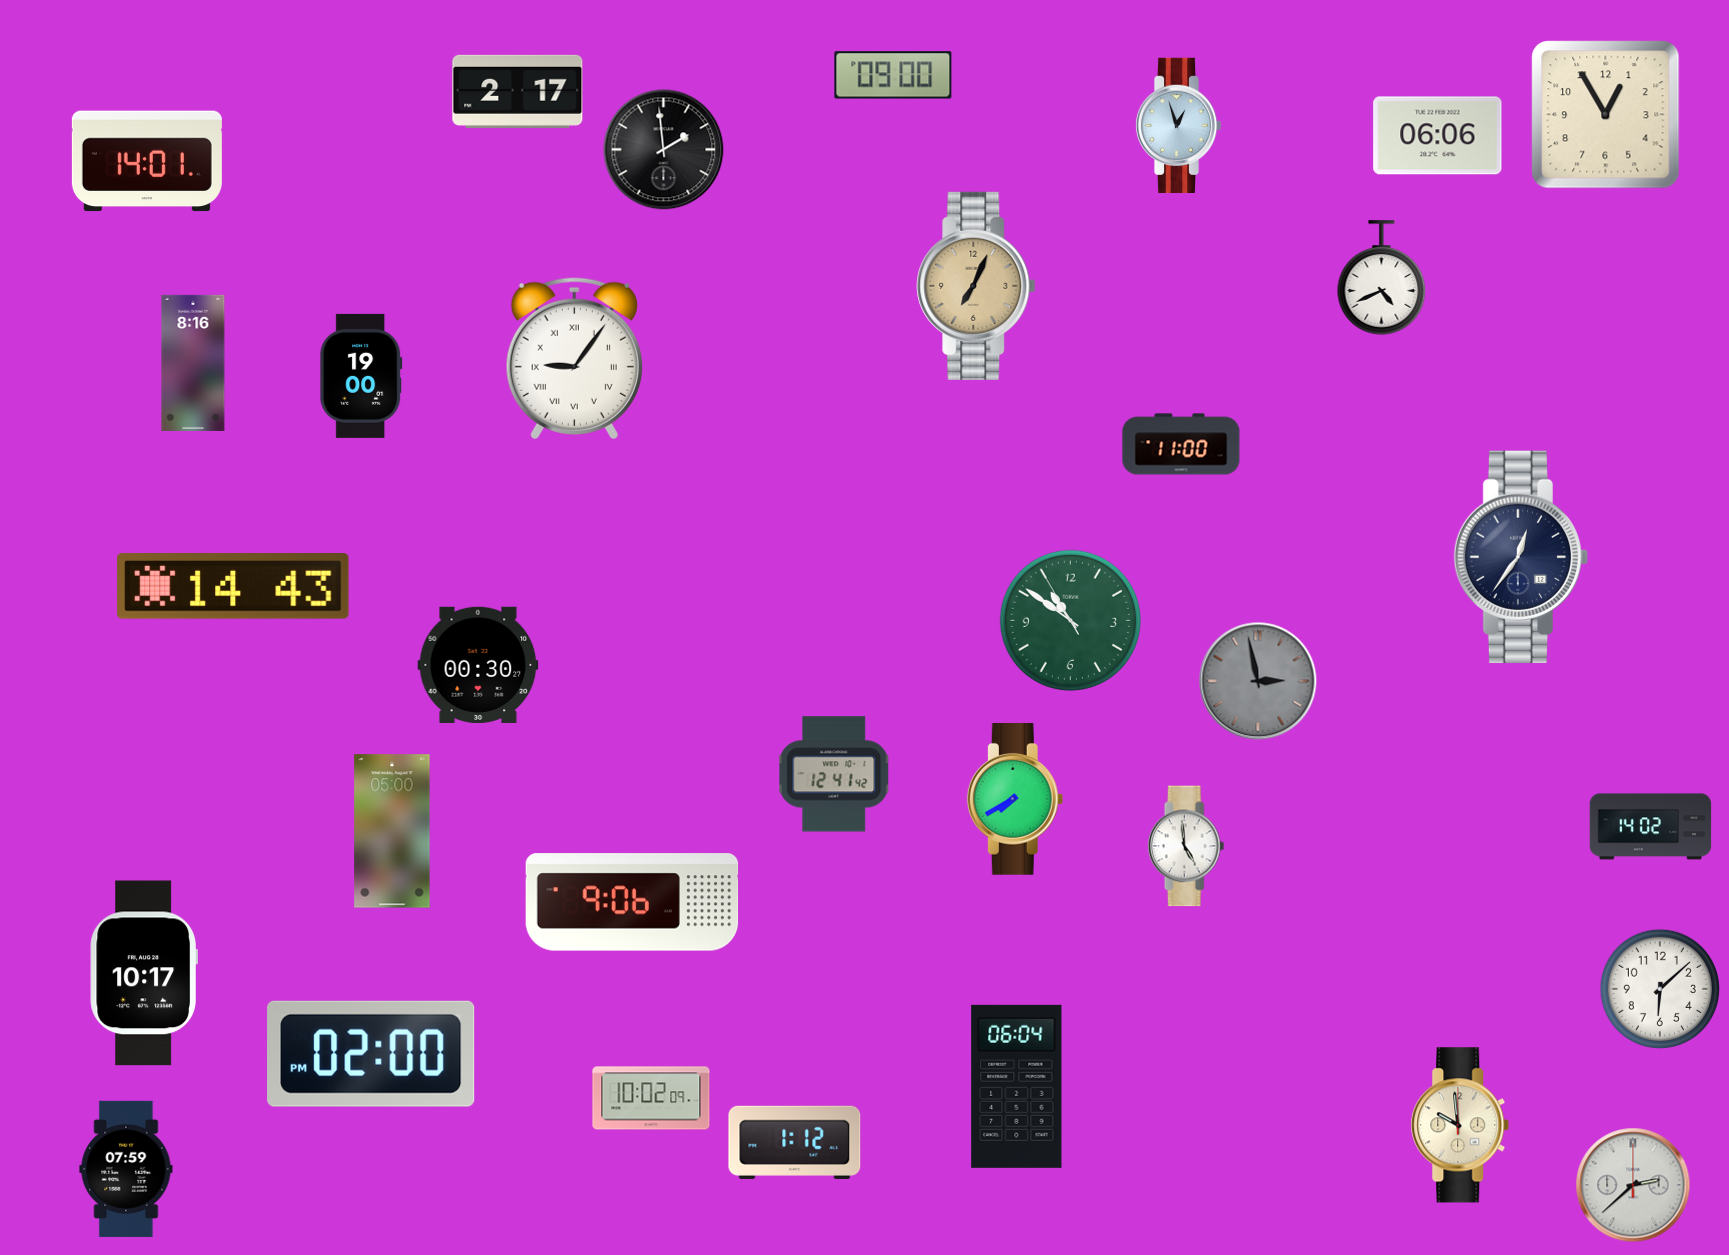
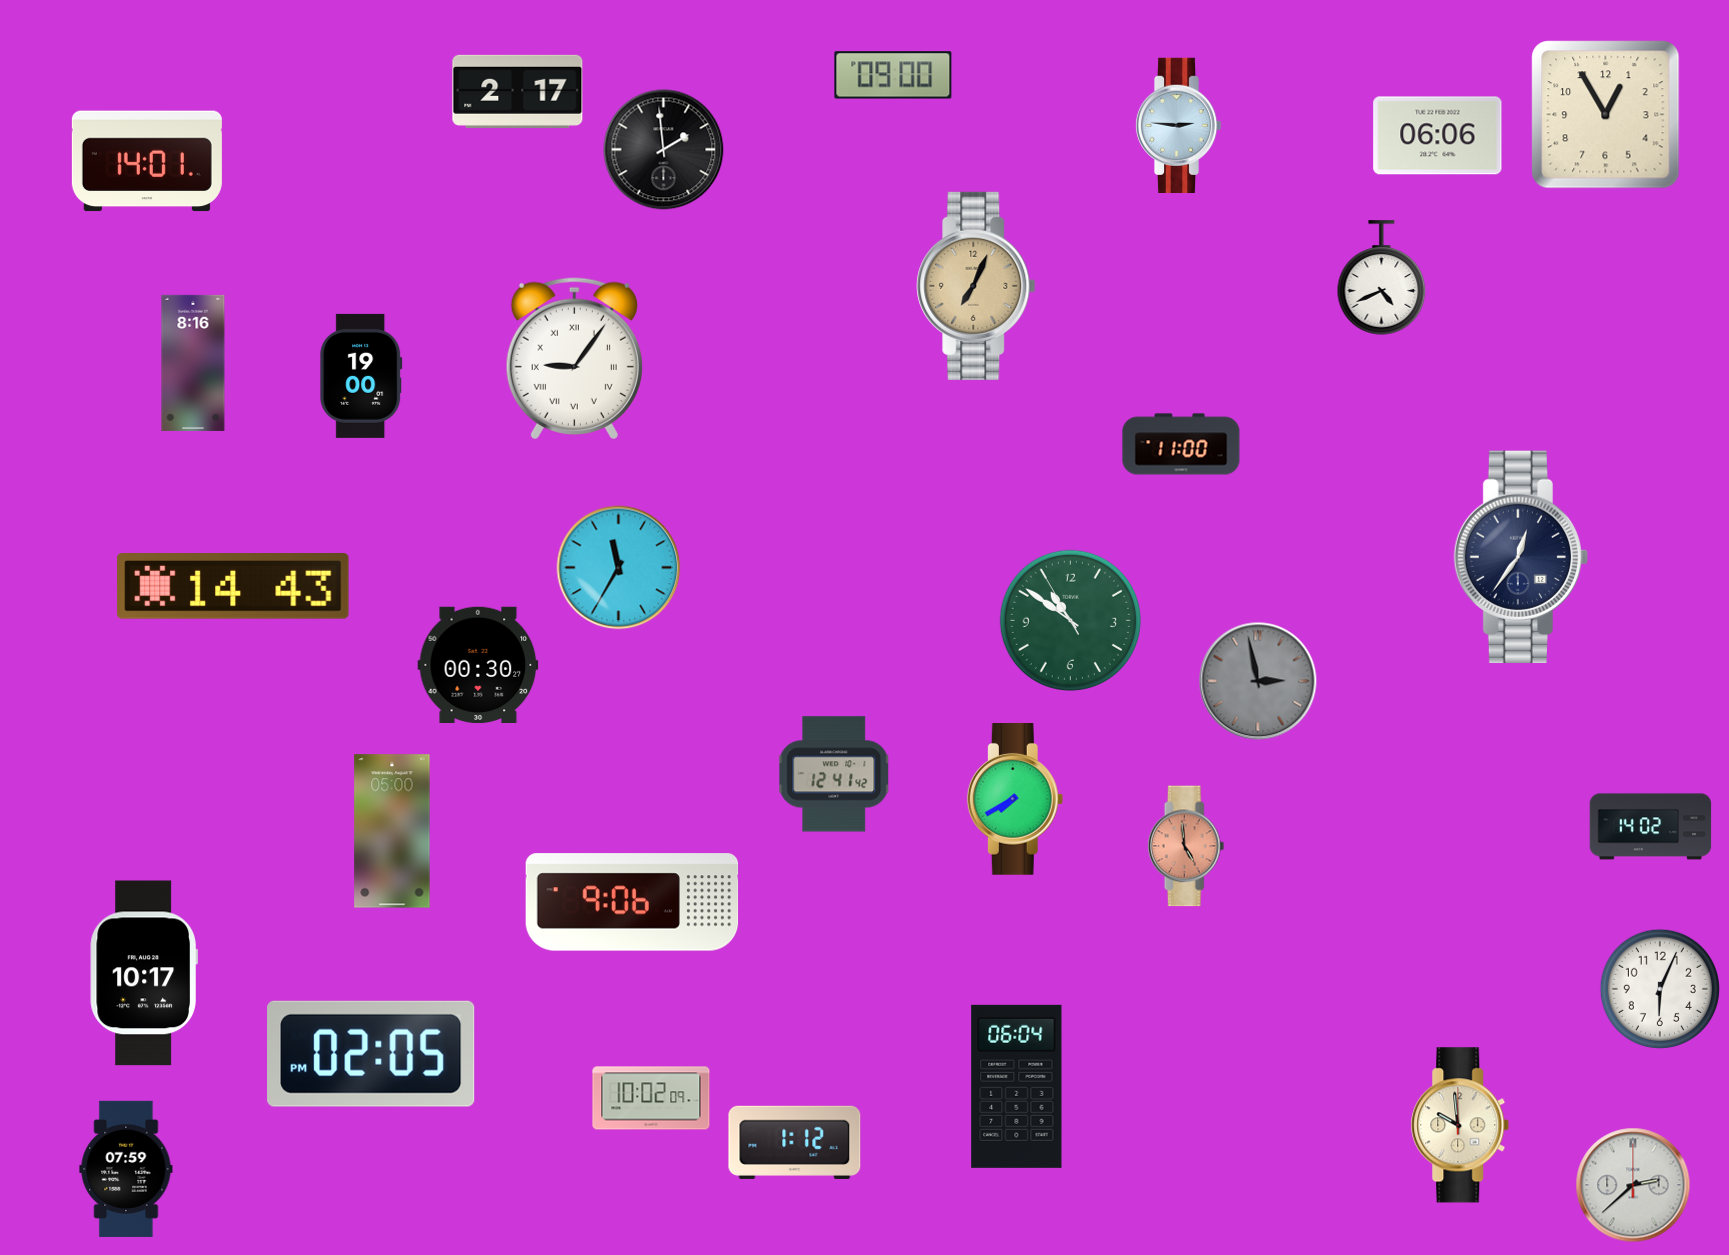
clock at (1178, 125): 12:57 -> 2:46
clock at (619, 568): none -> 11:35
clock at (1186, 846) dial: white -> salmon
clock at (1660, 989): 6:08 -> 6:04
clock at (371, 1054): 02:00 -> 02:05
